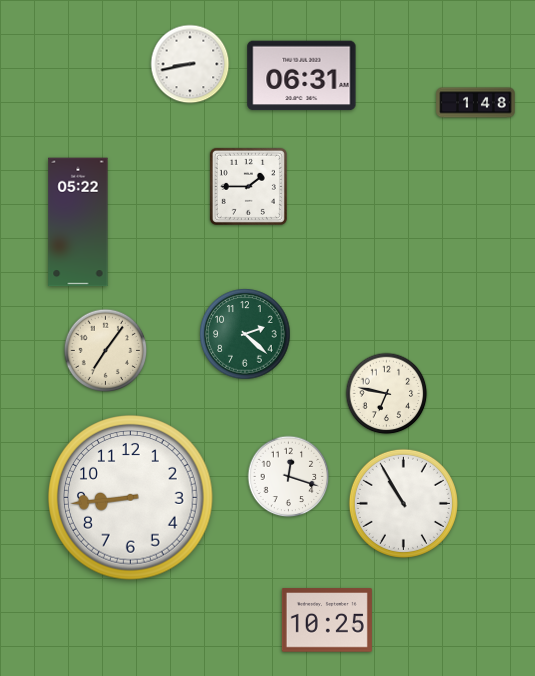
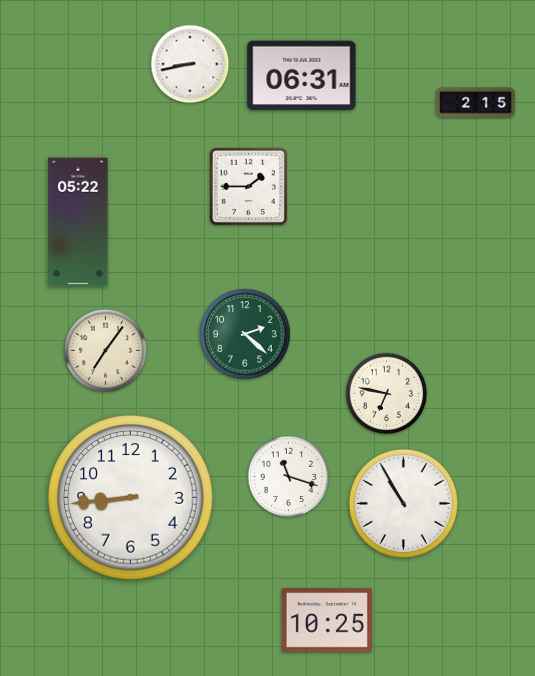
clock at (476, 103): 1:48 -> 2:15
clock at (289, 477): 12:18 -> 11:18
